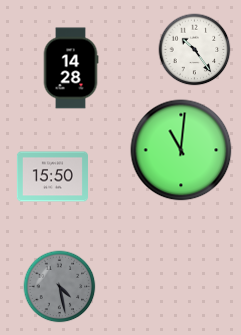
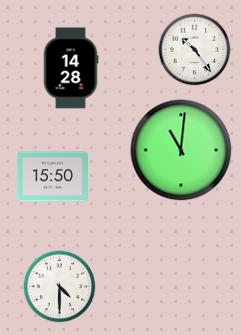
clock at (60, 287): 4:28 -> 4:30
clock at (60, 287) dial: grey -> white
